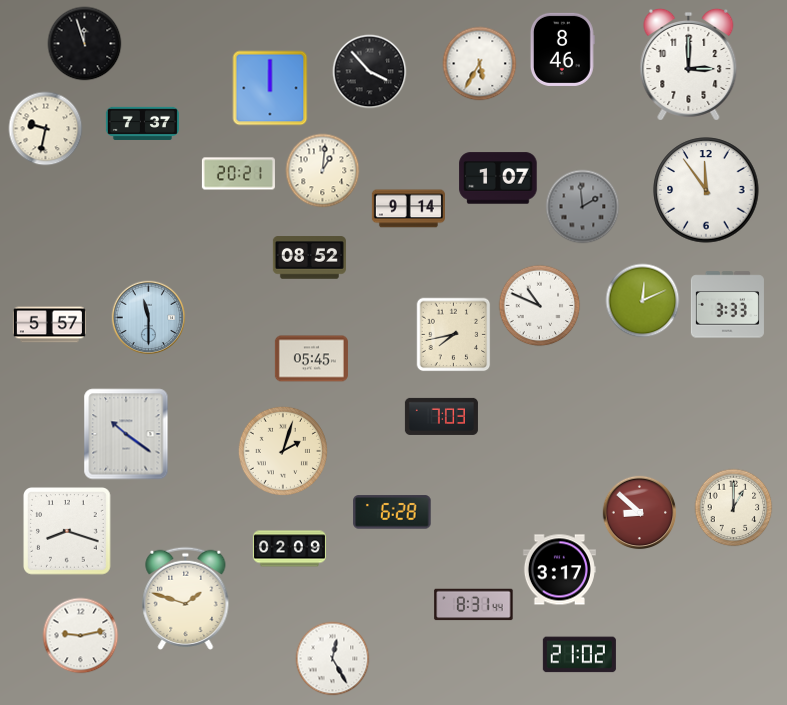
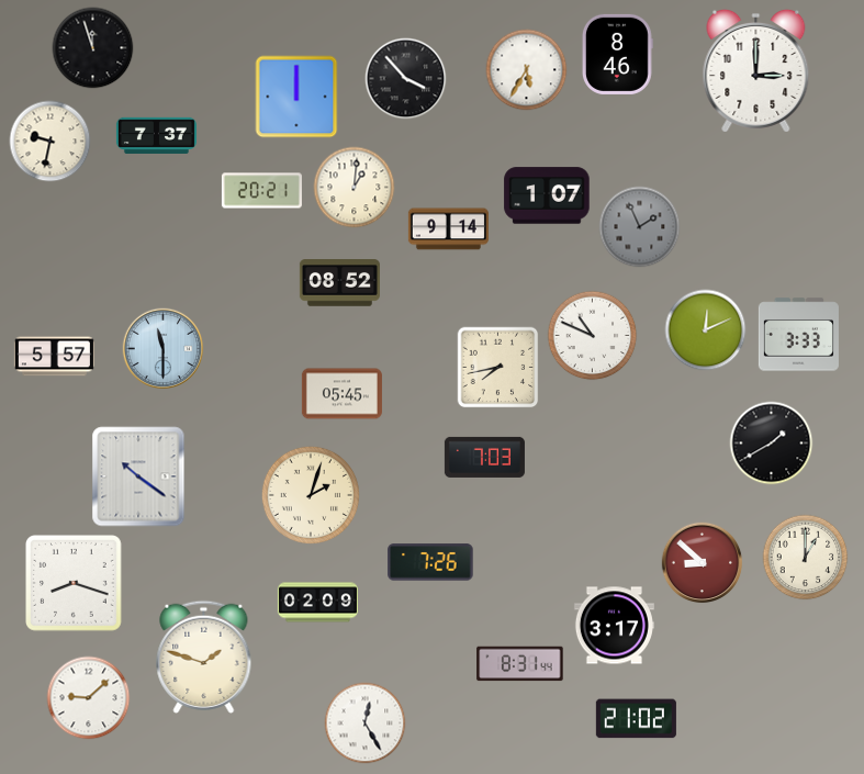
clock at (706, 190): 11:54 -> none
clock at (583, 207): 1:59 -> 1:56
clock at (772, 444): none -> 1:40
clock at (392, 512): 6:28 -> 7:26
clock at (81, 636): 9:13 -> 9:08
